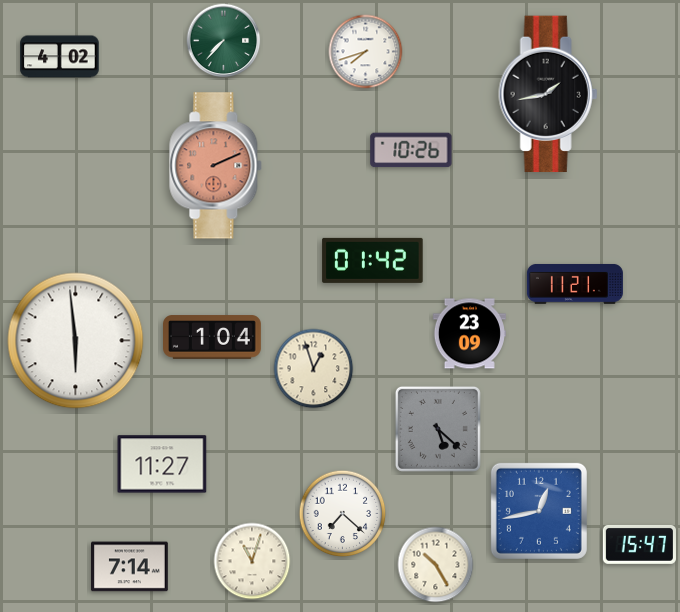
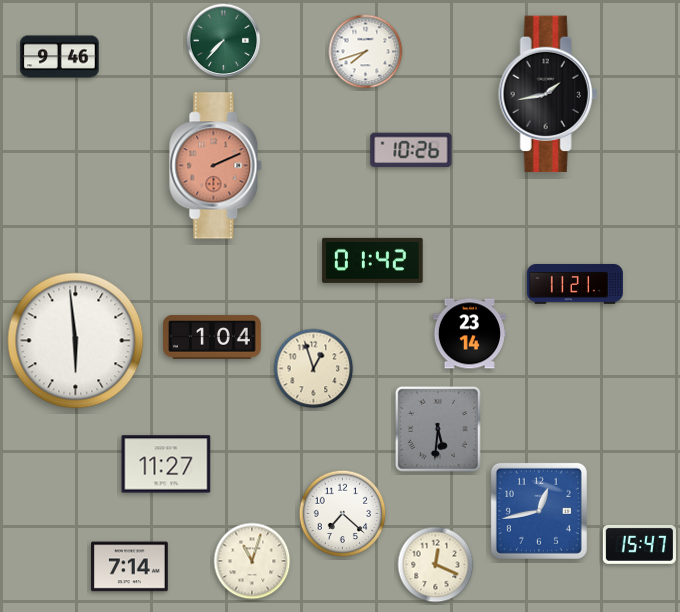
clock at (60, 57): 4:02 -> 9:46
clock at (469, 334): 23:09 -> 23:14
clock at (438, 429): 5:22 -> 5:31
clock at (162, 464) position: (162, 464) -> (166, 464)
clock at (436, 565): 10:25 -> 12:19
